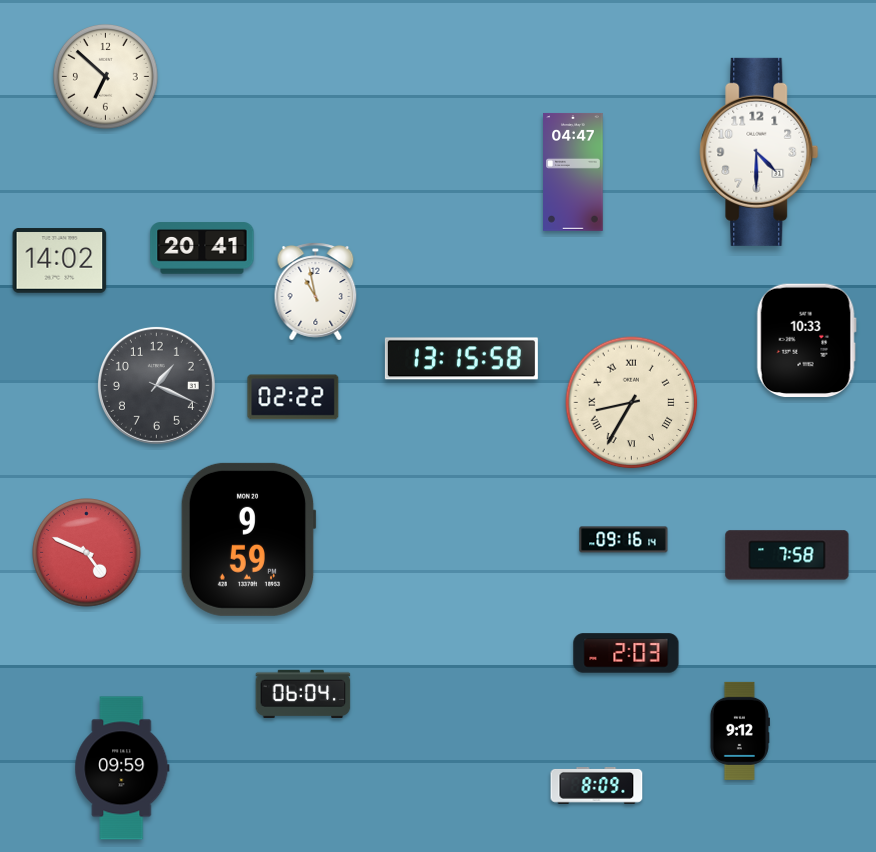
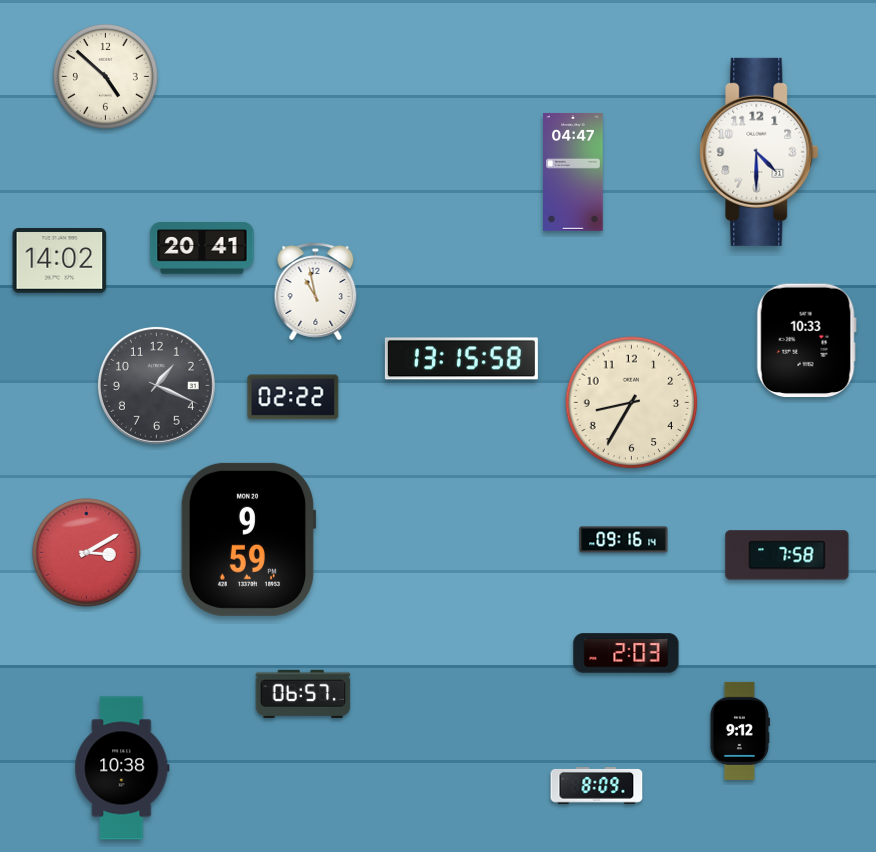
clock at (105, 76): 6:52 -> 4:52
clock at (632, 403) numerals: Roman -> Arabic
clock at (87, 553): 4:49 -> 3:10
clock at (303, 693): 06:04 -> 06:57
clock at (122, 768): 09:59 -> 10:38
